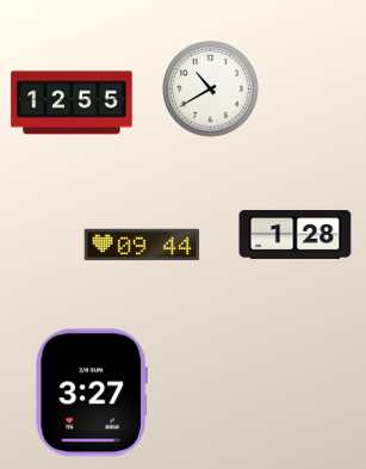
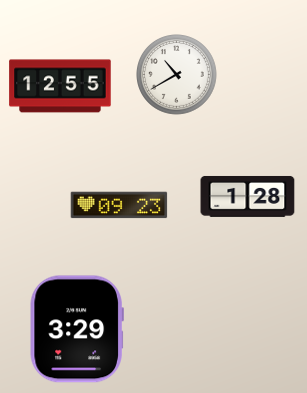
clock at (142, 245): 09:44 -> 09:23
clock at (92, 393): 3:27 -> 3:29
